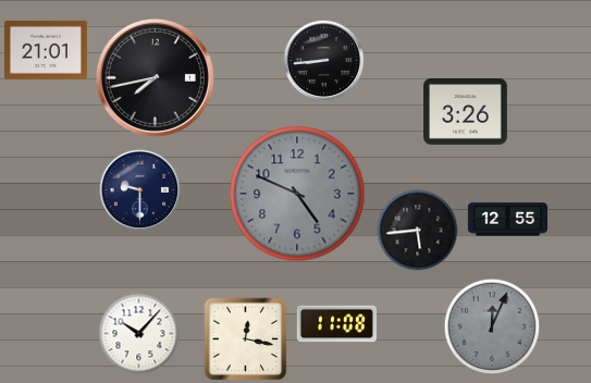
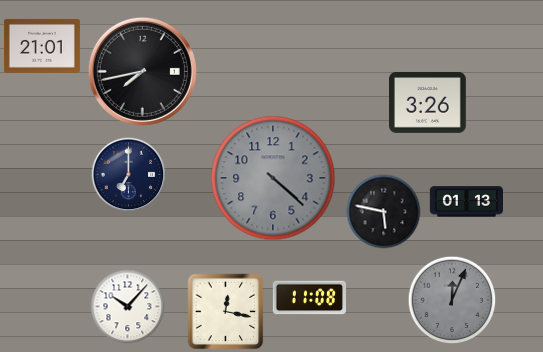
clock at (324, 61): 8:44 -> none
clock at (140, 190): 9:30 -> 7:00
clock at (297, 194): 4:49 -> 4:22
clock at (508, 220): 12:55 -> 01:13
clock at (418, 231): 5:44 -> 5:47
